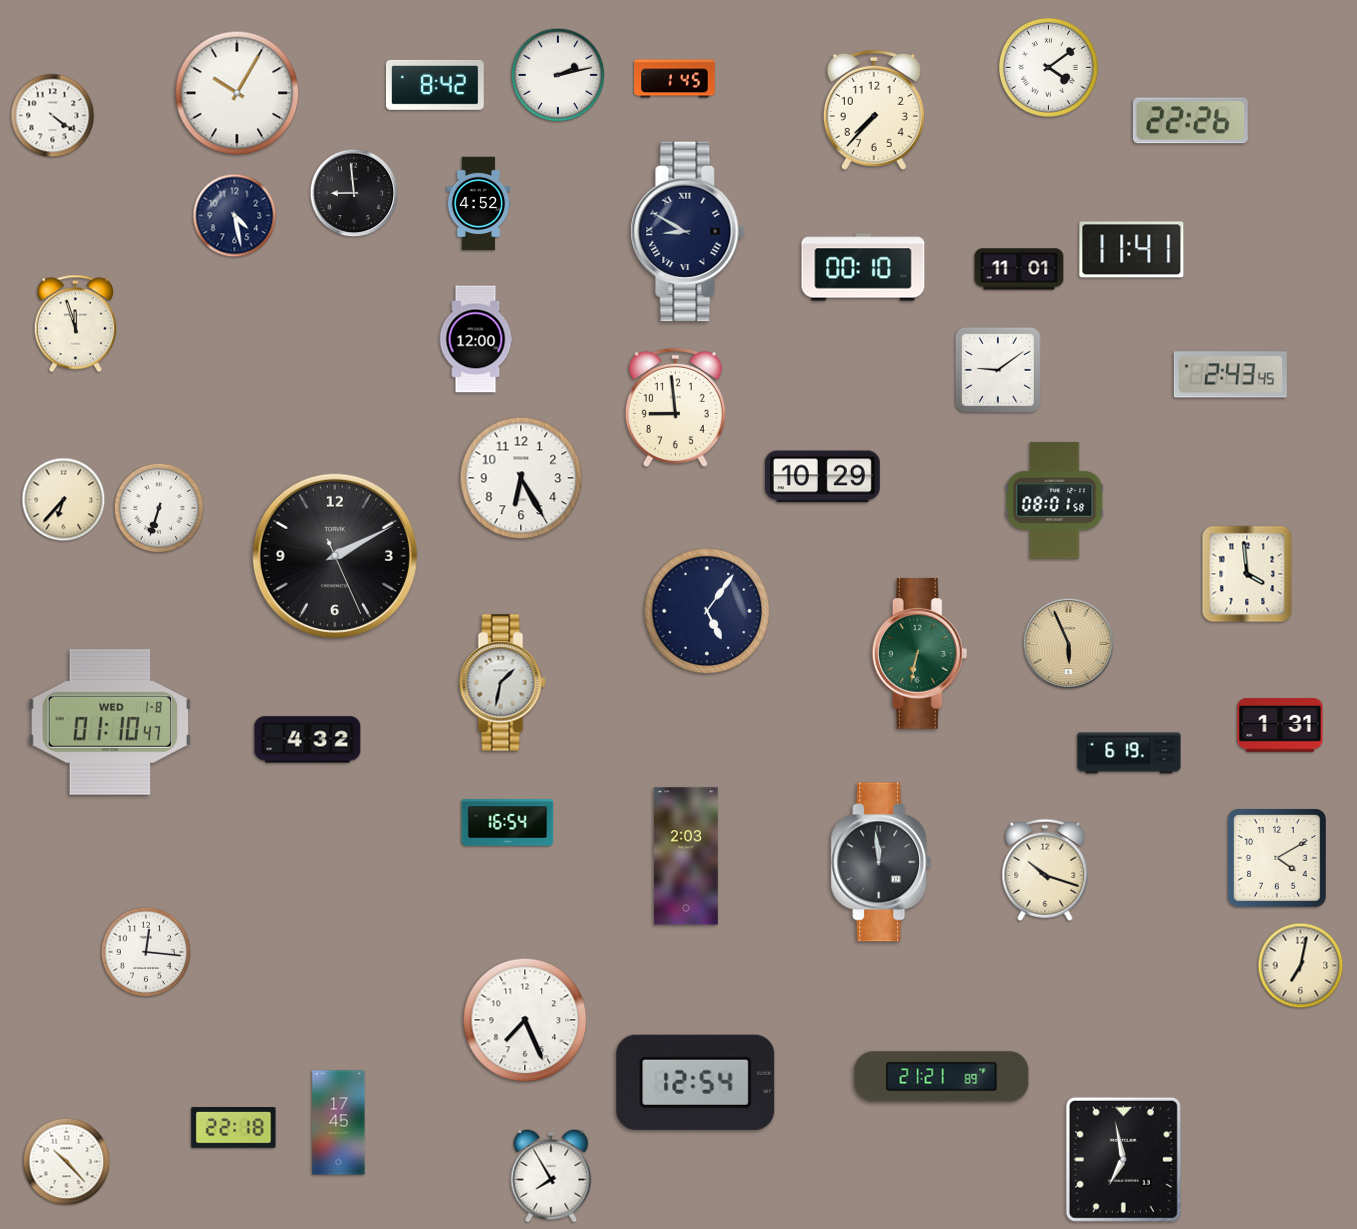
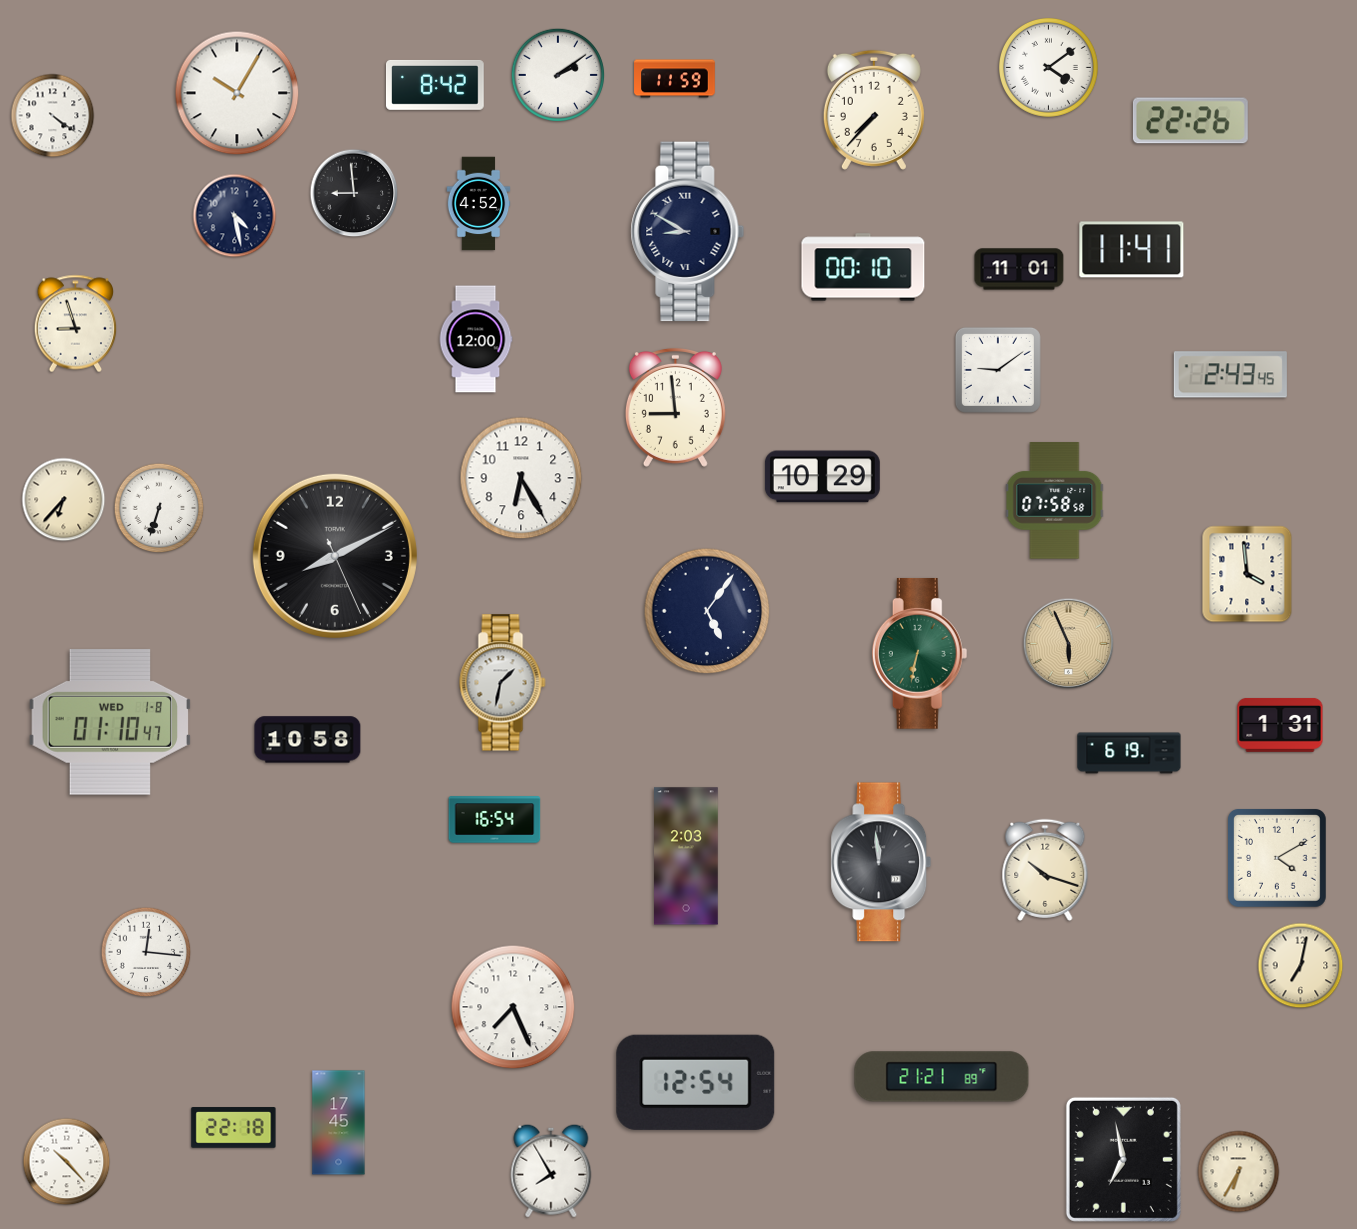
clock at (557, 74): 2:13 -> 2:09
clock at (675, 79): 1:45 -> 11:59
clock at (76, 324): 11:57 -> 8:57
clock at (1055, 501): 08:01 -> 07:58
clock at (335, 556): 2:10 -> 8:10
clock at (308, 740): 4:32 -> 10:58
clock at (508, 823) position: (508, 823) -> (495, 820)
clock at (525, 1020) position: (525, 1020) -> (513, 1007)
clock at (1239, 1172): none -> 6:35
clock at (551, 1176) position: (551, 1176) -> (551, 1171)
